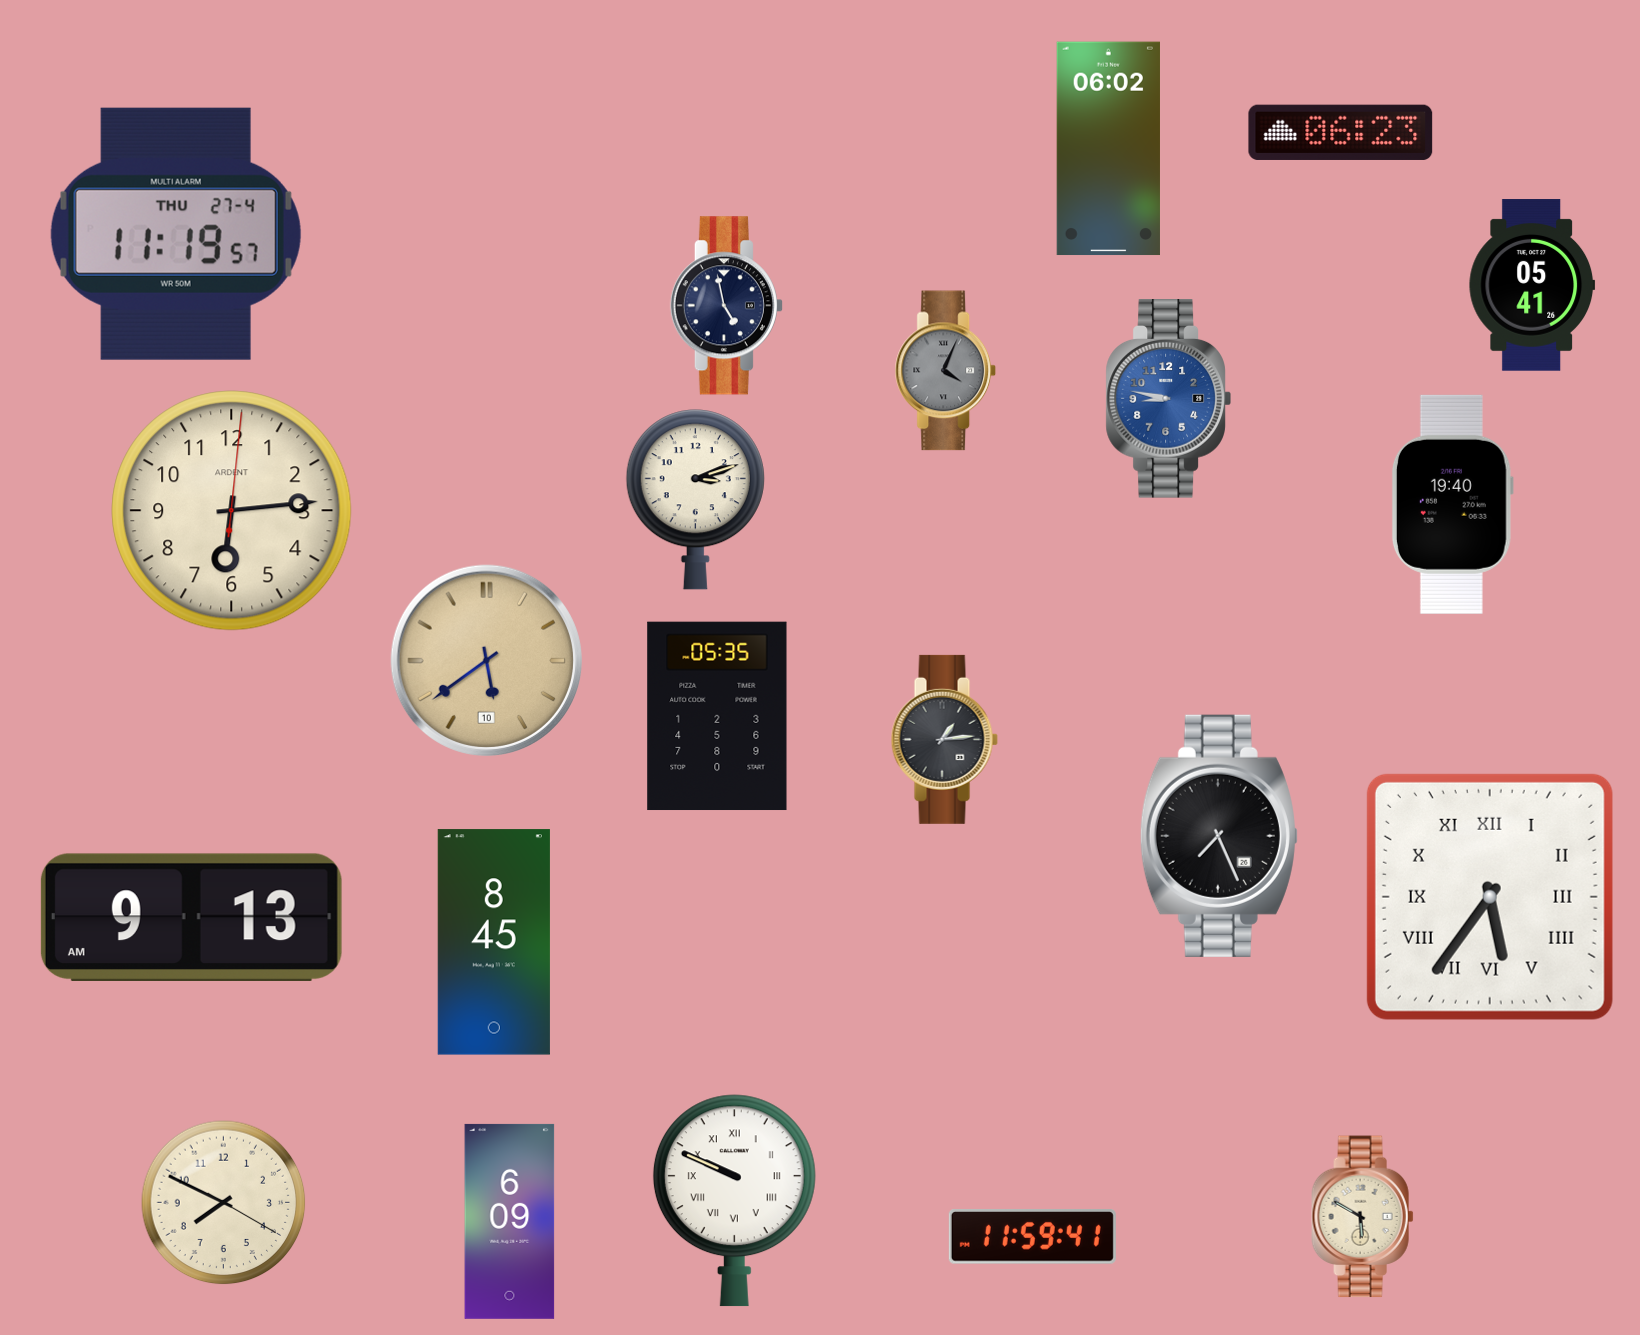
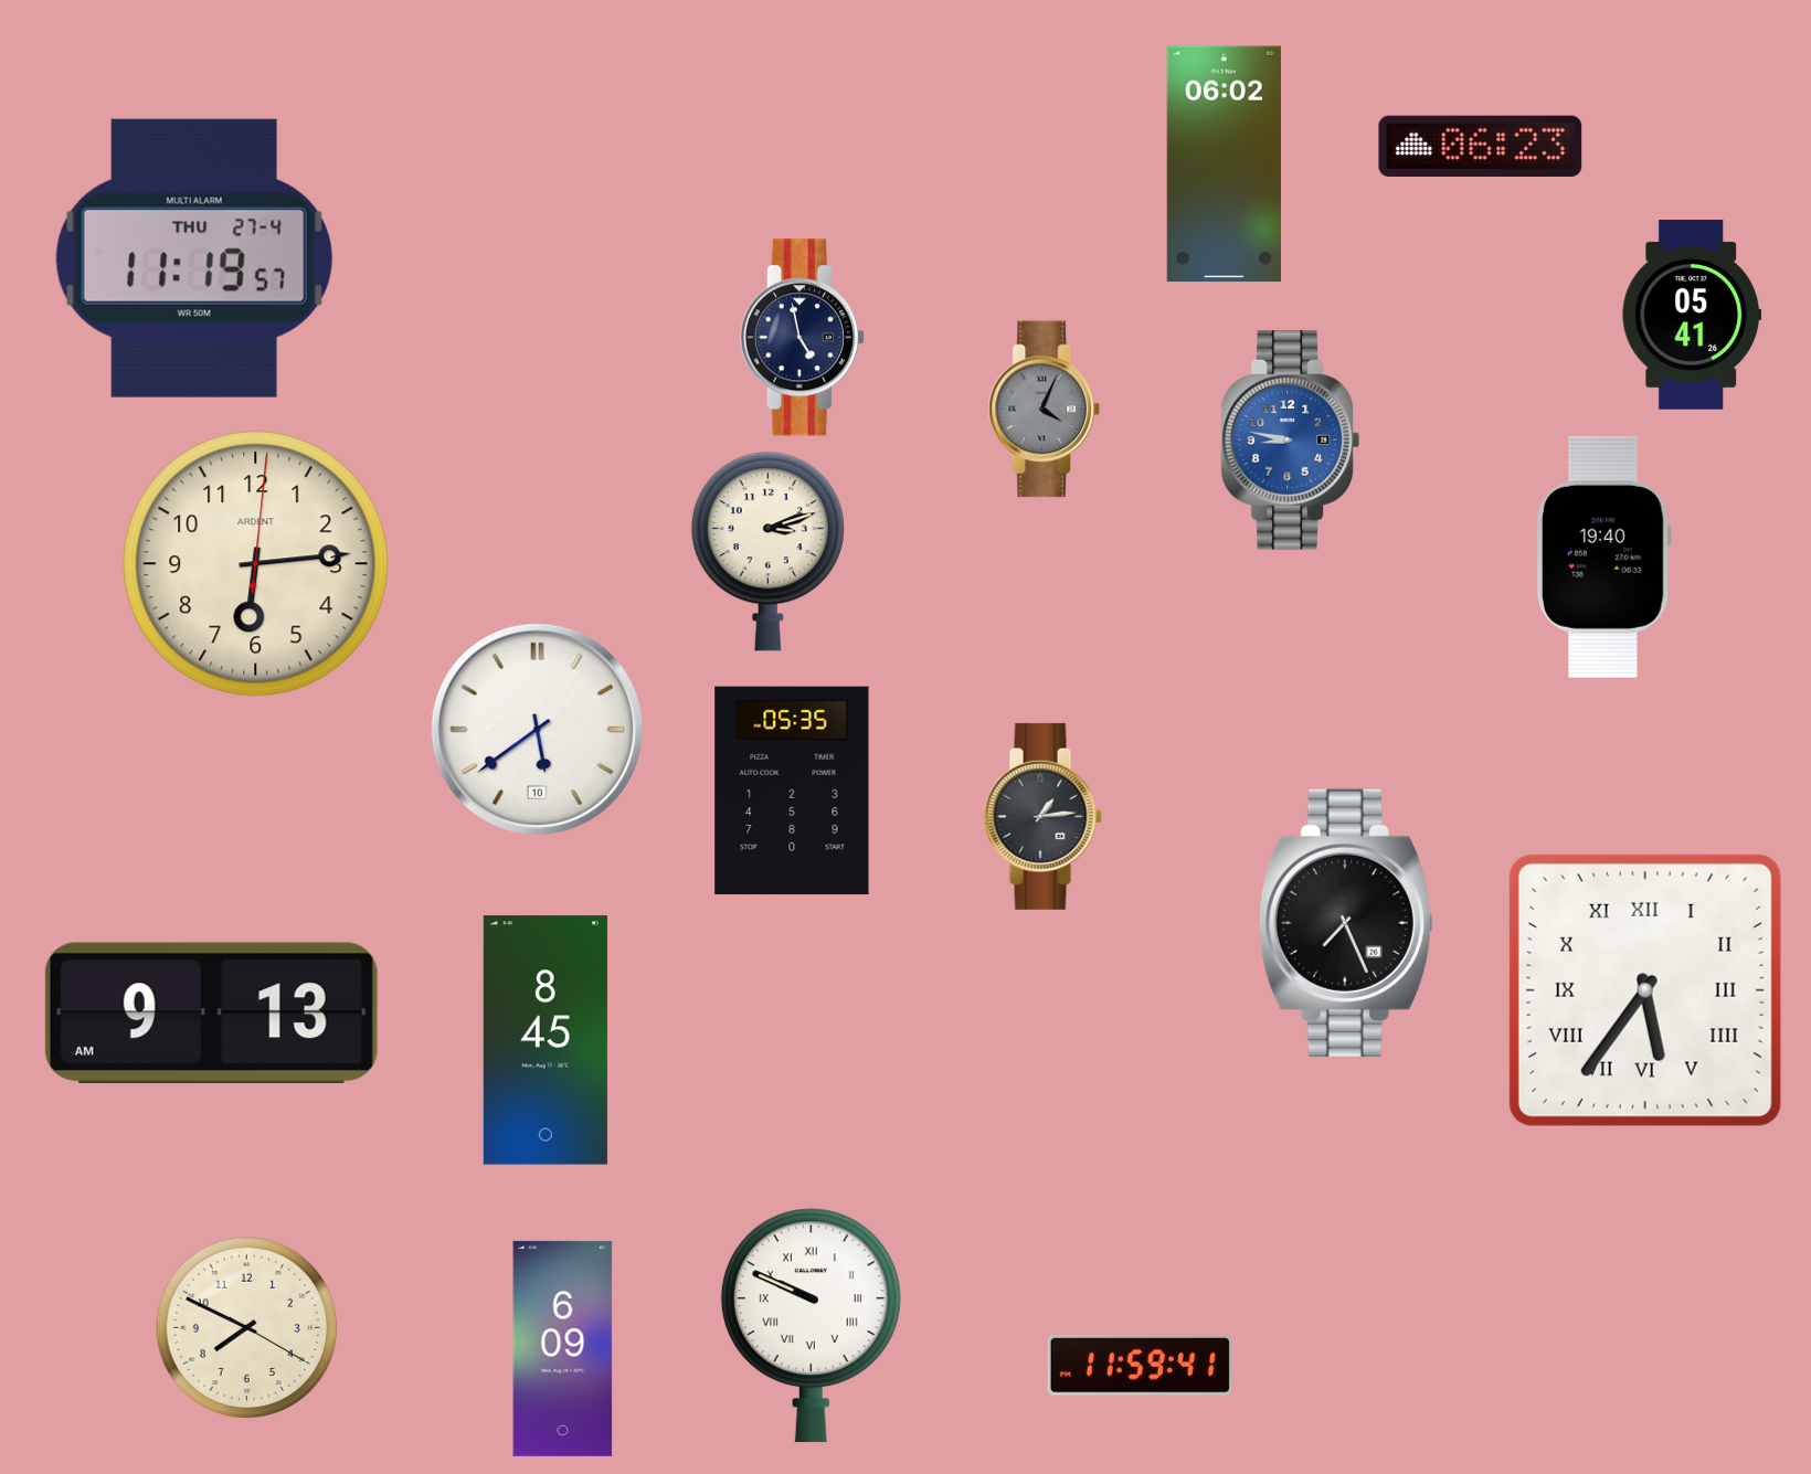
clock at (486, 660) dial: champagne -> white
clock at (1363, 1217): 5:50 -> none
